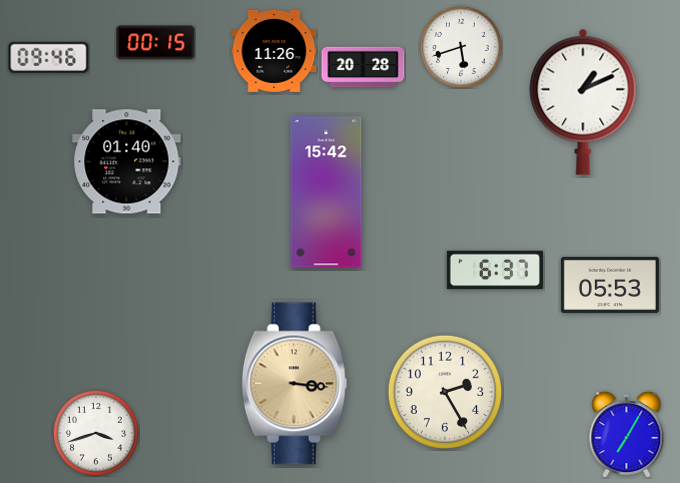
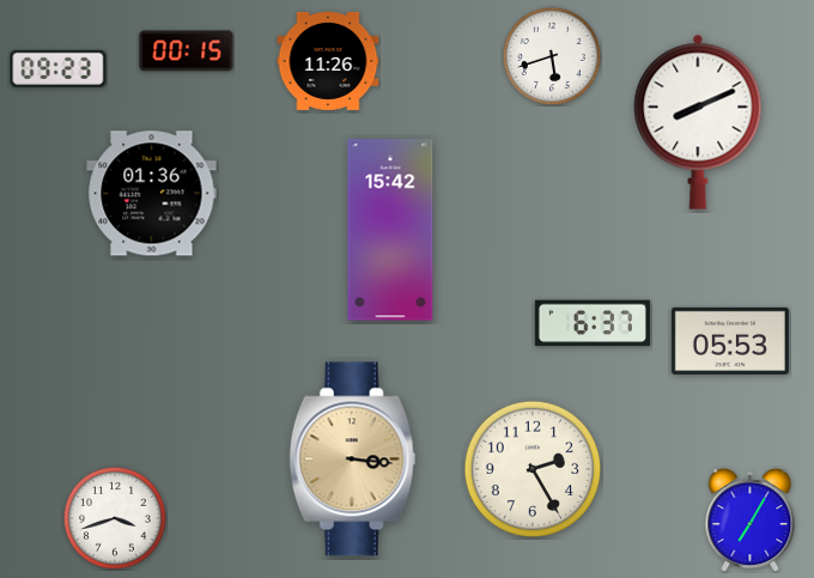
clock at (49, 57): 09:46 -> 09:23
clock at (363, 67): 20:28 -> none
clock at (583, 102): 1:11 -> 8:11
clock at (127, 162): 01:40 -> 01:36
